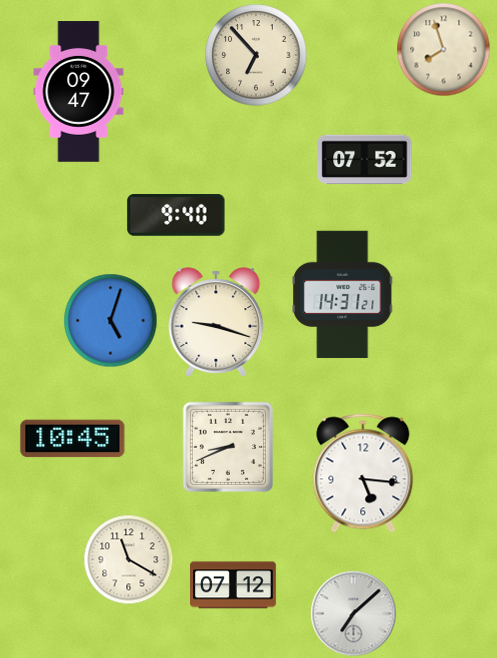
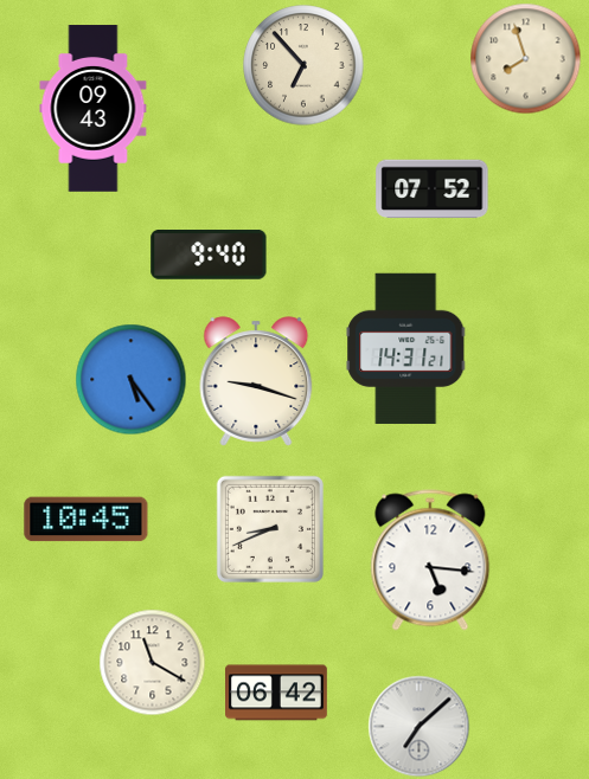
clock at (79, 92): 09:47 -> 09:43
clock at (110, 320): 5:03 -> 5:24
clock at (234, 585): 07:12 -> 06:42
